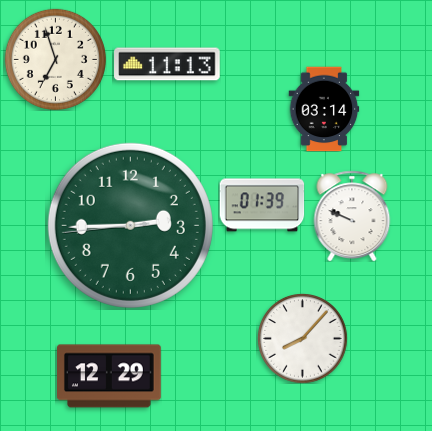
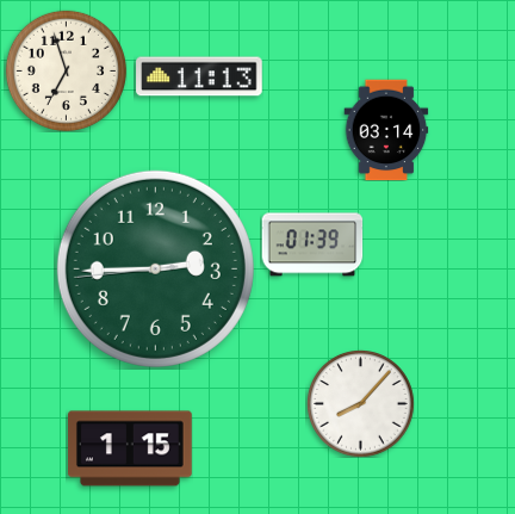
clock at (352, 216): 9:49 -> none
clock at (110, 376): 12:29 -> 1:15
